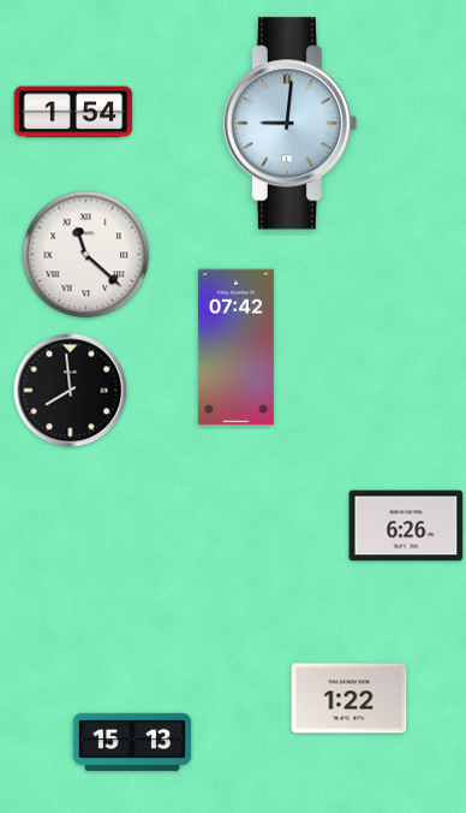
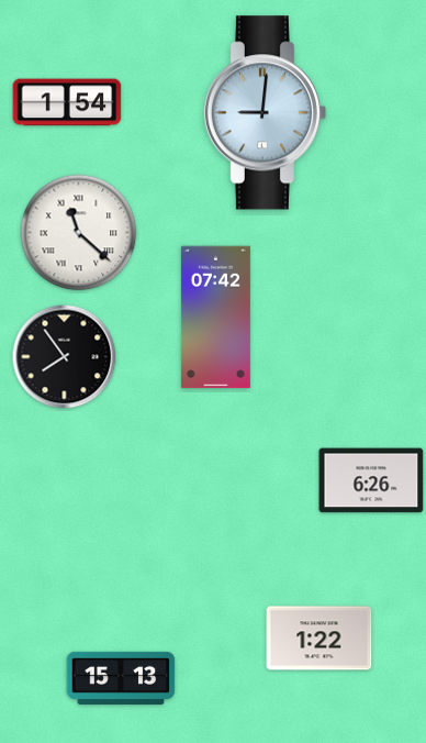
clock at (71, 391): 7:59 -> 7:54
